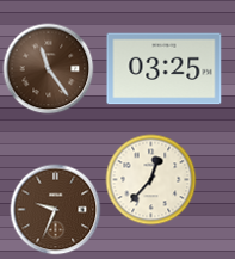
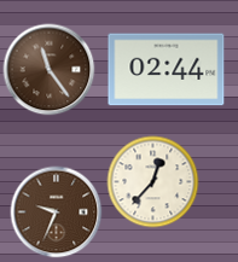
clock at (165, 69): 03:25 -> 02:44
